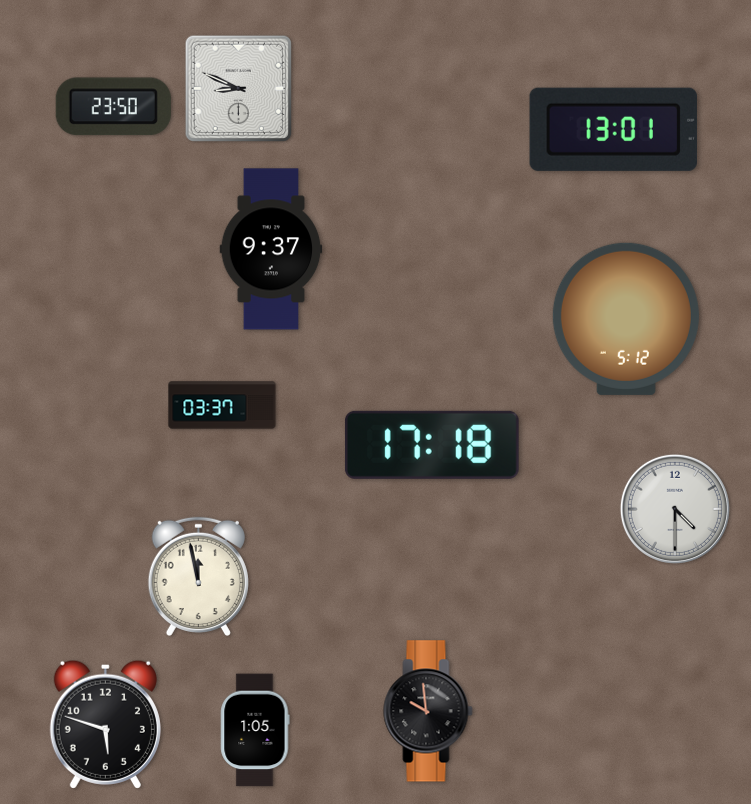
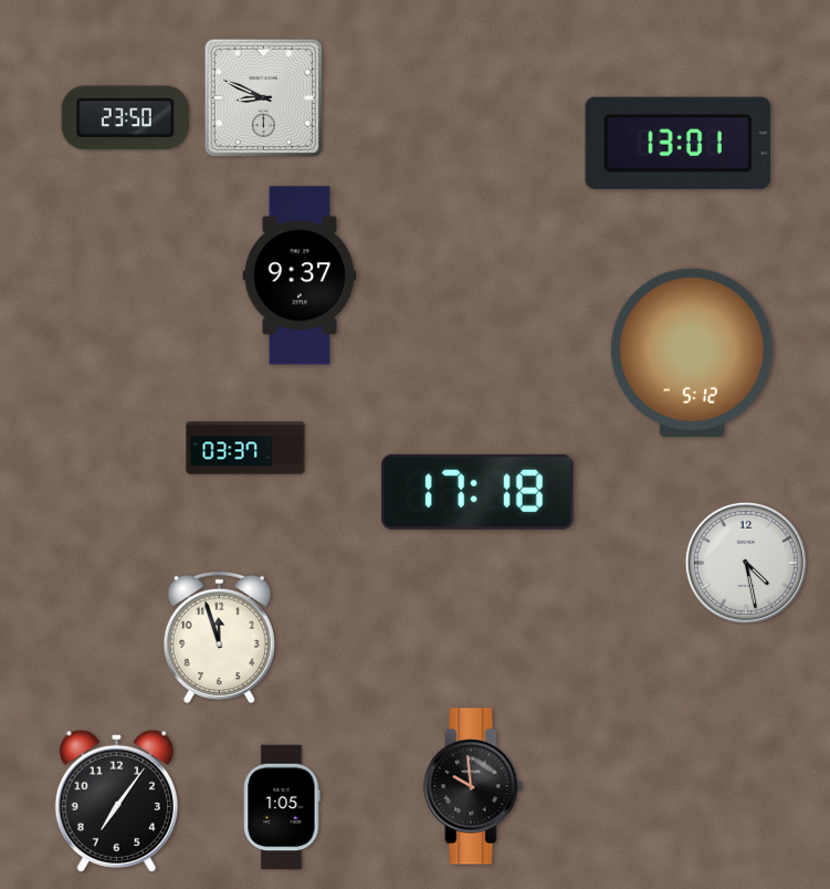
clock at (675, 509): 4:30 -> 4:28
clock at (198, 577): 11:58 -> 11:57
clock at (105, 724): 5:48 -> 7:06
